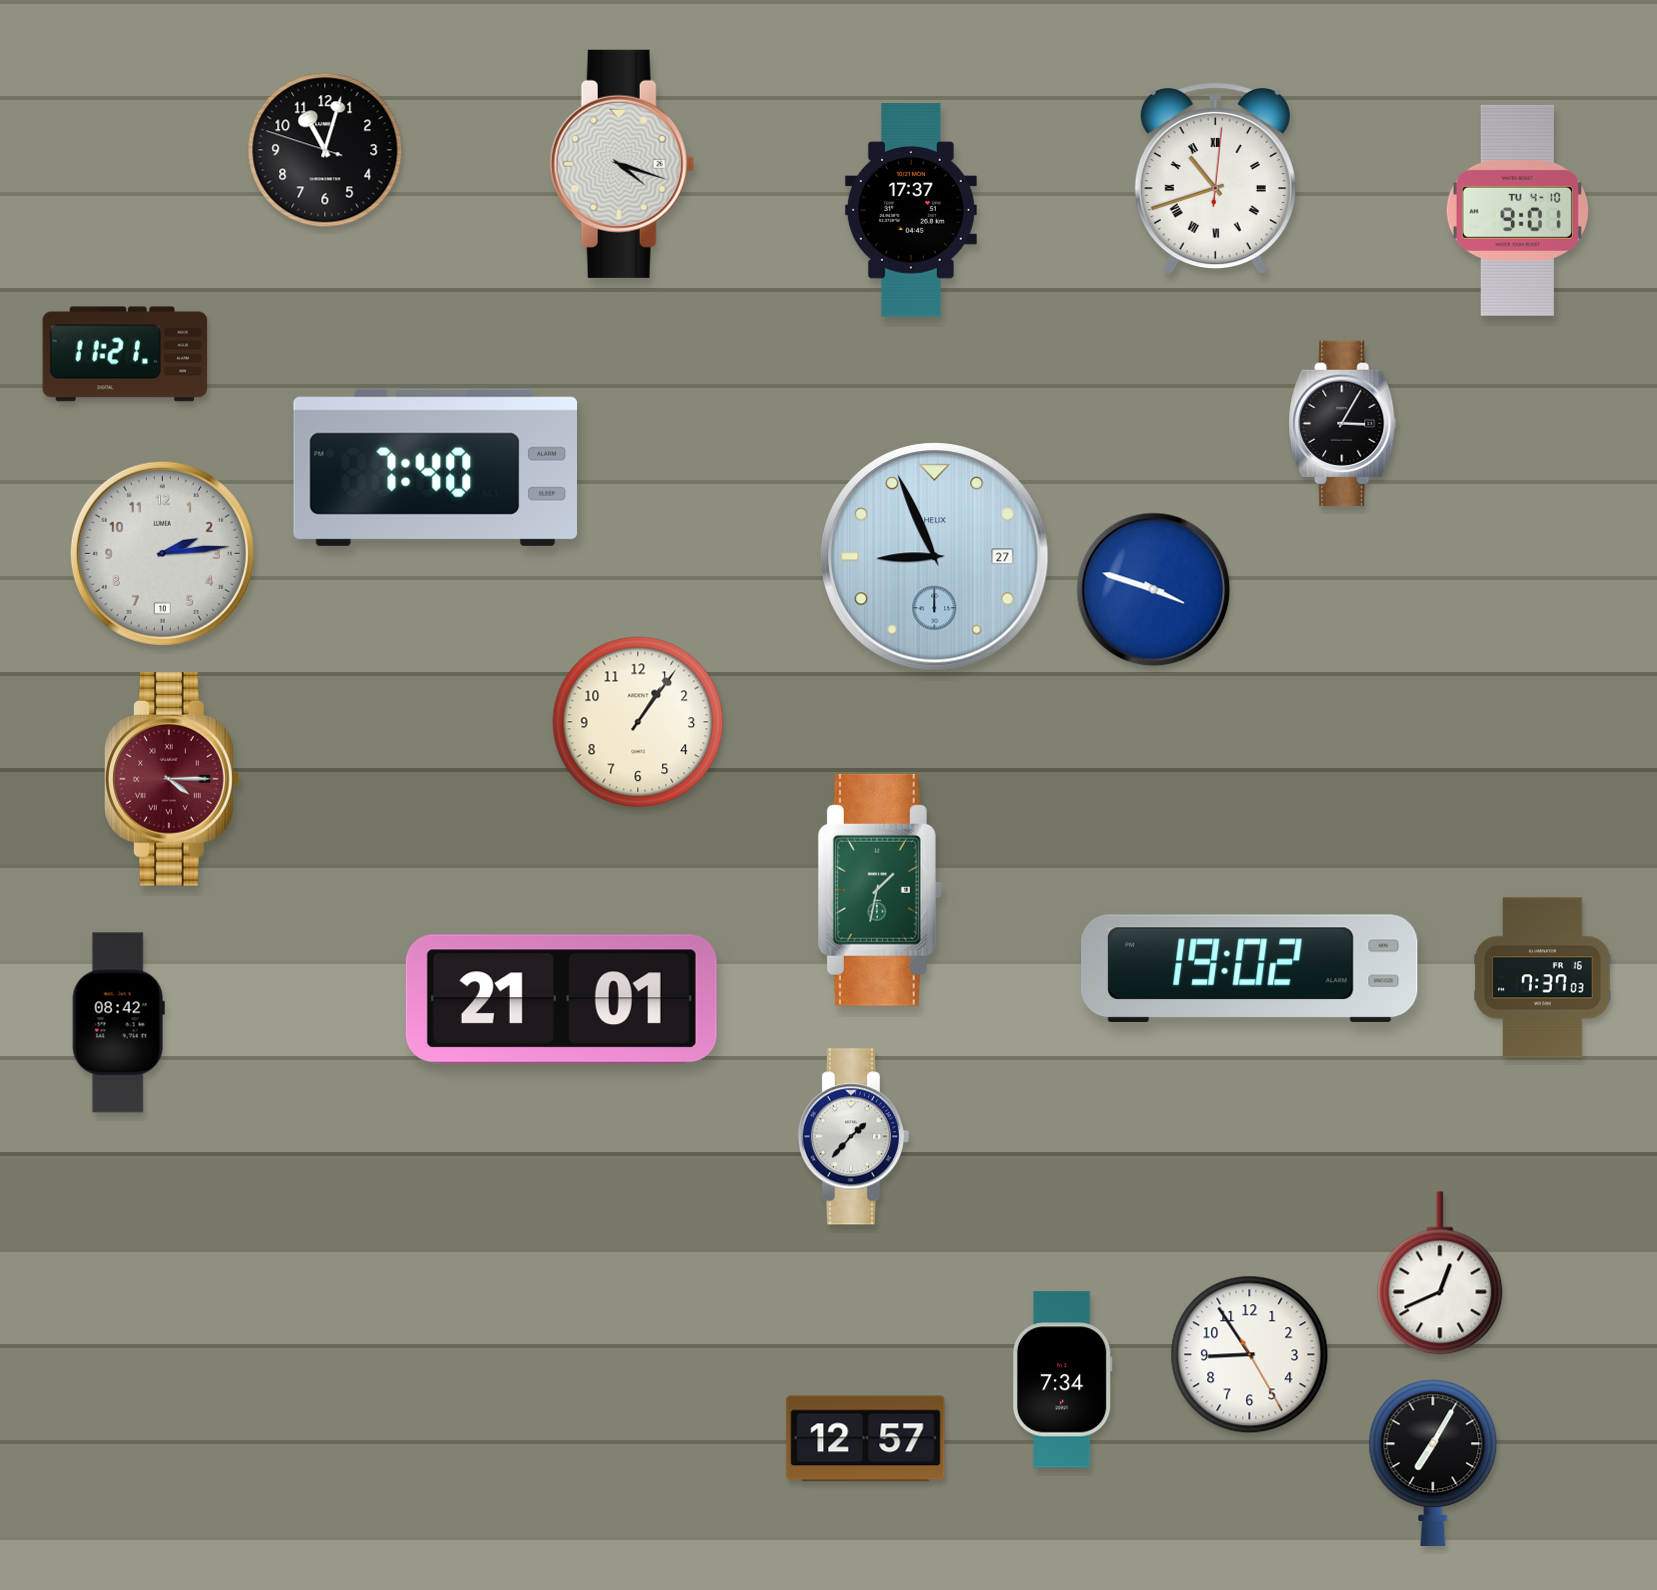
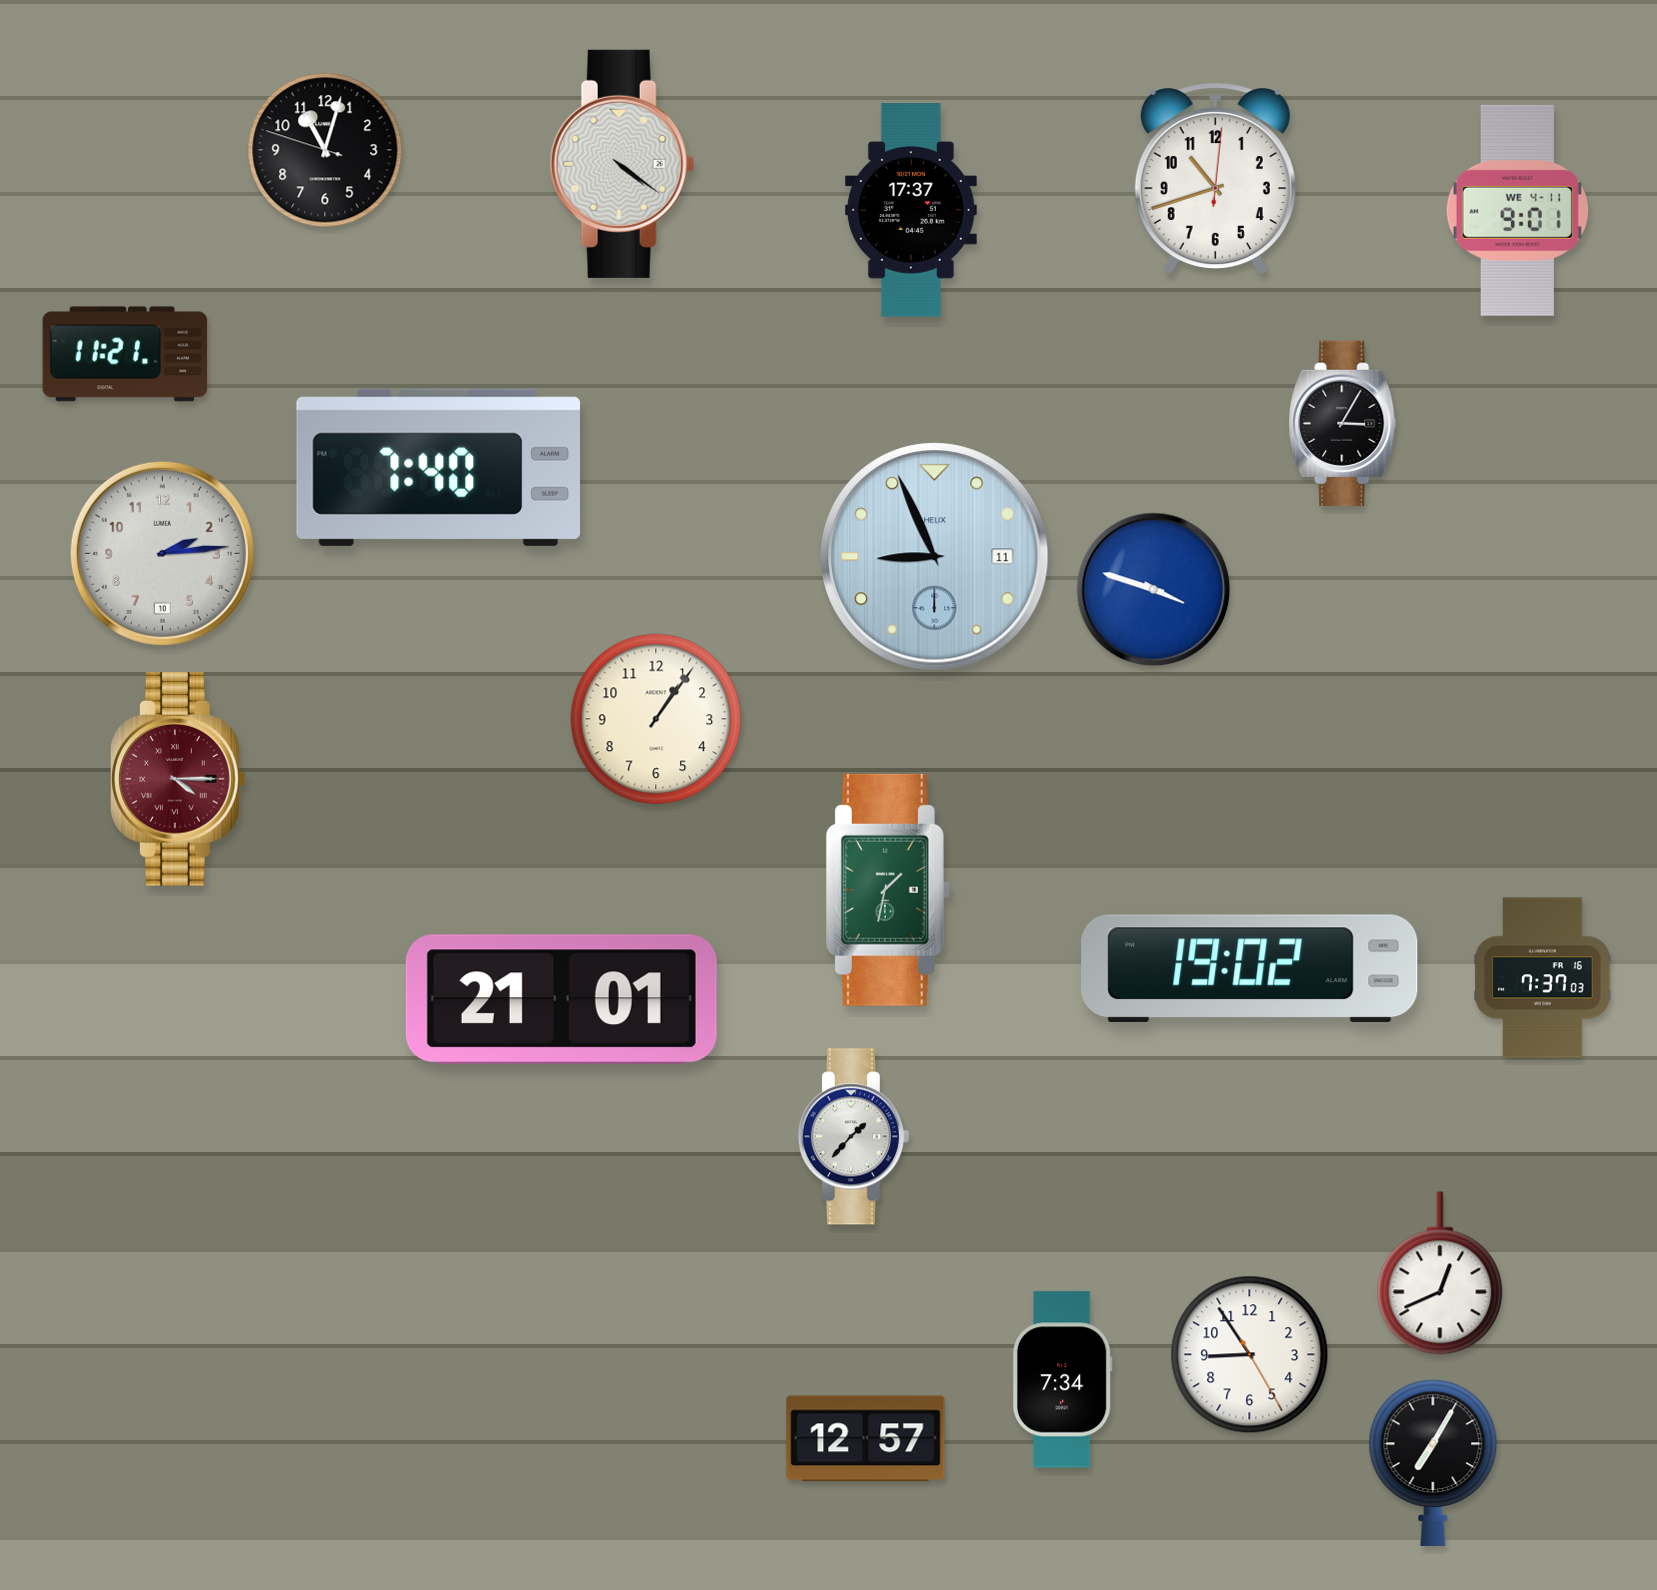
clock at (622, 164): 4:18 -> 4:21
clock at (1215, 179) numerals: Roman -> Arabic
clock at (1517, 210) date: TU 4-10 -> WE 4-11
clock at (435, 467) position: (435, 467) -> (438, 467)
clock at (935, 557) date: 27 -> 11
clock at (638, 722) position: (638, 722) -> (656, 719)
clock at (173, 780) position: (173, 780) -> (179, 780)
clock at (880, 890) position: (880, 890) -> (888, 890)
clock at (118, 1023): 08:42 -> none
